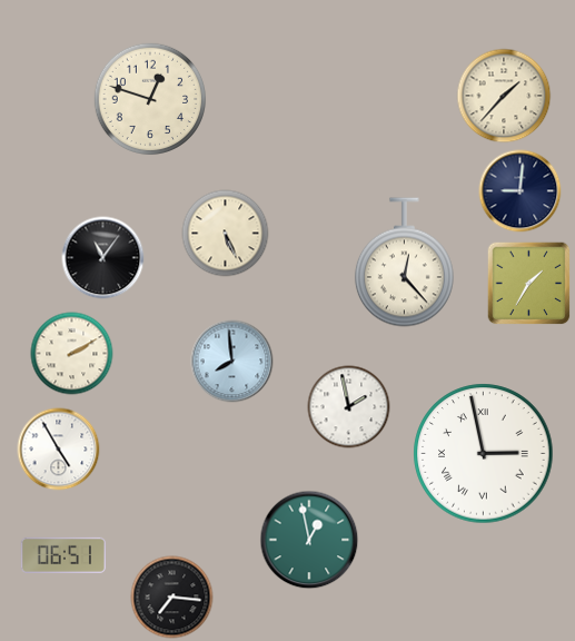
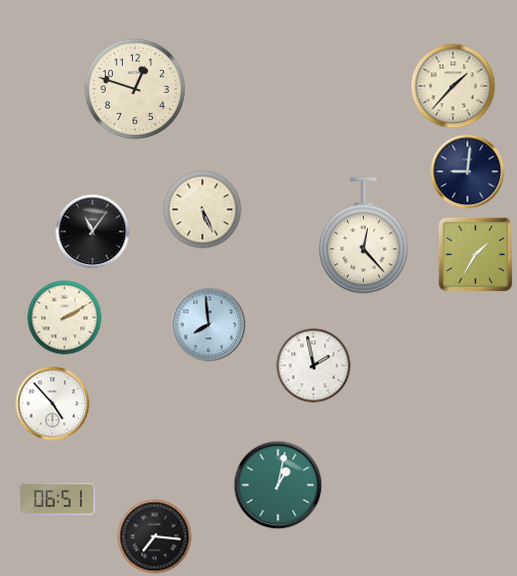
clock at (59, 450): 4:55 -> 4:53
clock at (484, 454): 2:58 -> none
clock at (309, 540): 12:58 -> 1:02
